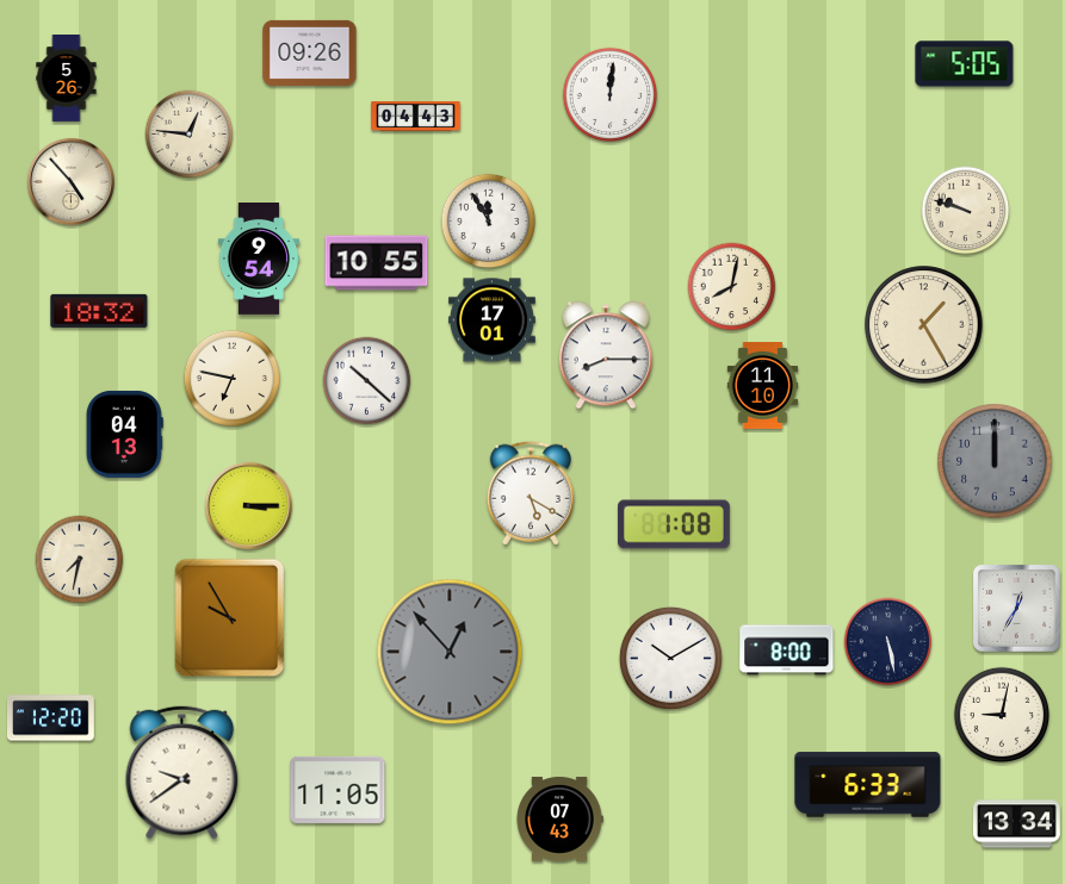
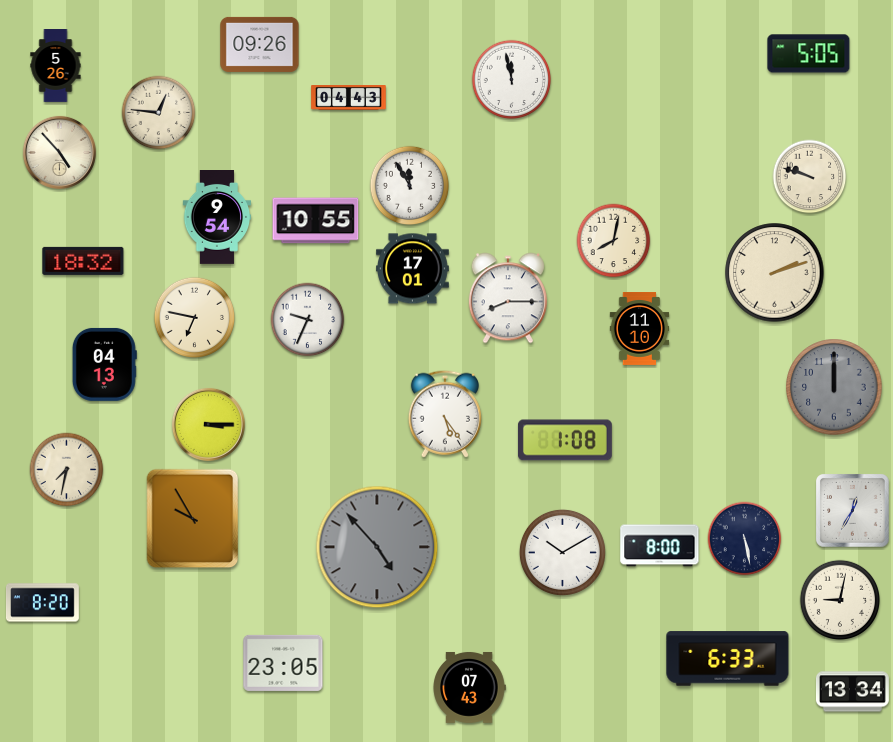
clock at (611, 95): 12:01 -> 11:58
clock at (924, 325): 1:25 -> 2:12
clock at (367, 381): 10:22 -> 9:34
clock at (763, 386) position: (763, 386) -> (640, 329)
clock at (531, 493): 5:20 -> 5:24
clock at (450, 652): 12:53 -> 4:53
clock at (50, 718): 12:20 -> 8:20
clock at (182, 773): 9:39 -> none
clock at (338, 790): 11:05 -> 23:05
